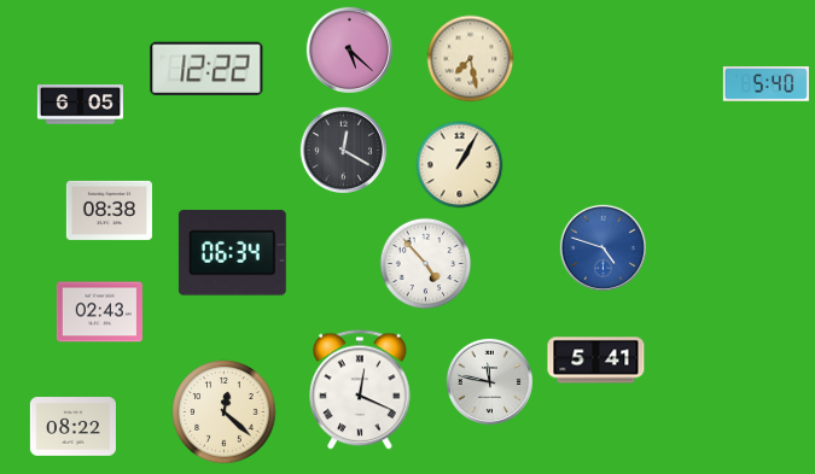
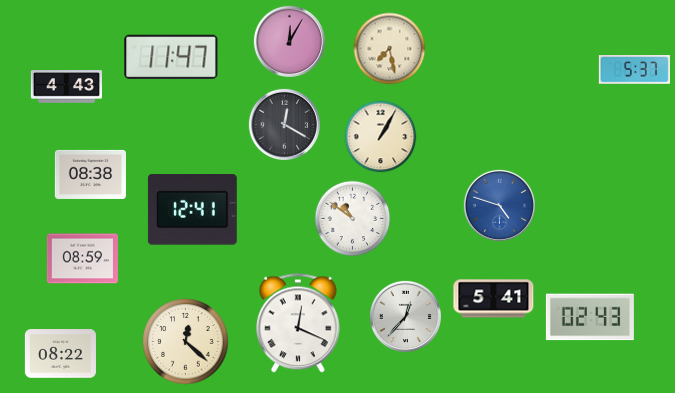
clock at (349, 49): 5:22 -> 12:05
clock at (206, 69): 12:22 -> 11:47
clock at (765, 84): 5:40 -> 5:37
clock at (80, 105): 6:05 -> 4:43
clock at (232, 253): 06:34 -> 12:41
clock at (426, 264): 4:53 -> 10:51
clock at (99, 312): 02:43 -> 08:59
clock at (489, 381): 11:47 -> 12:37
clock at (590, 317): none -> 02:43
